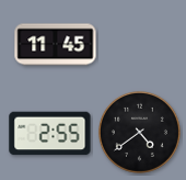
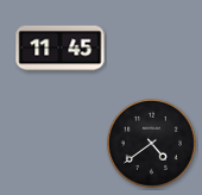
clock at (50, 134): 2:55 -> none
